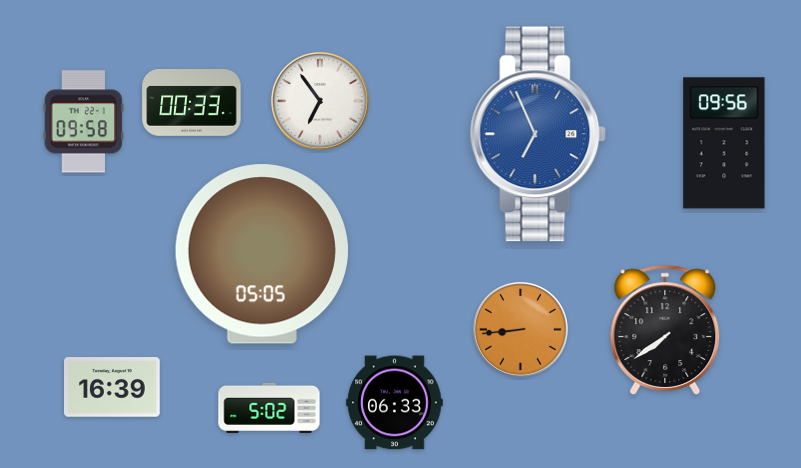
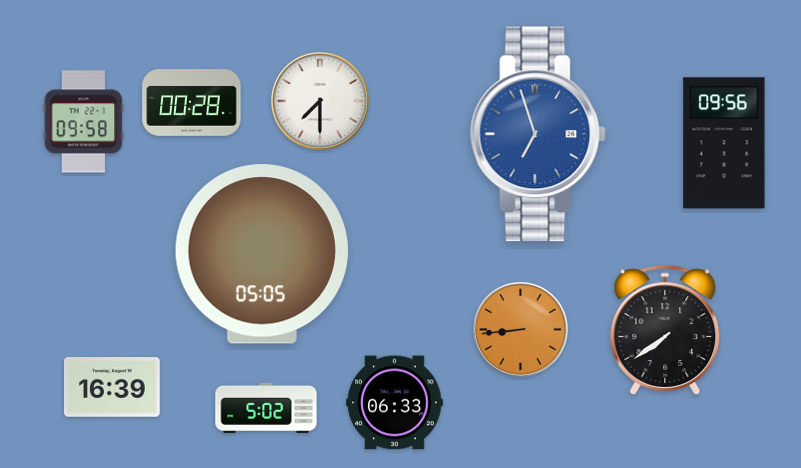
clock at (320, 101): 6:54 -> 7:30
clock at (192, 103): 00:33 -> 00:28
clock at (538, 134): 6:56 -> 6:57
clock at (269, 408) position: (269, 408) -> (266, 408)
